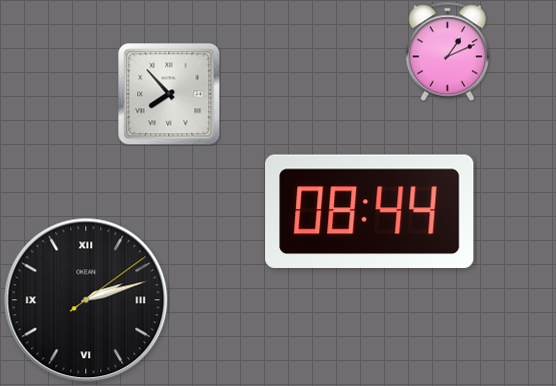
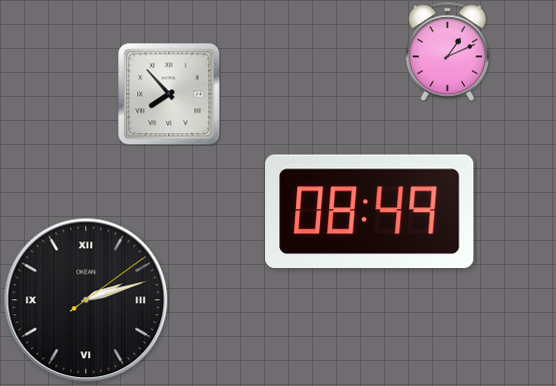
clock at (370, 211): 08:44 -> 08:49
